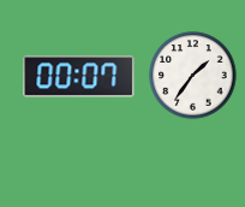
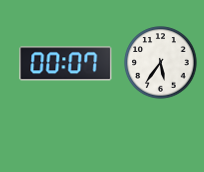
clock at (193, 76): 1:36 -> 5:36
